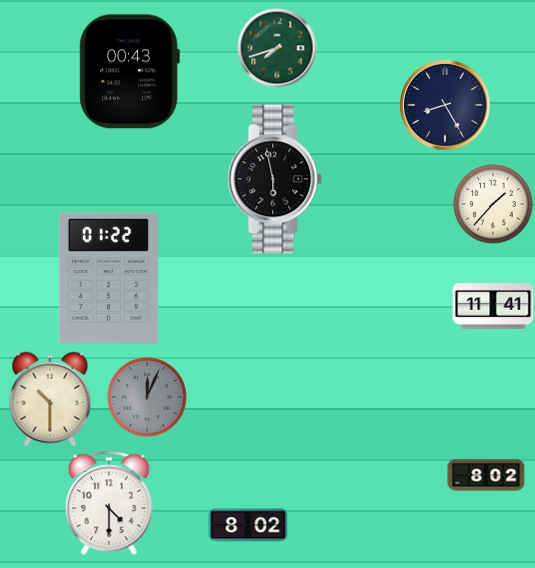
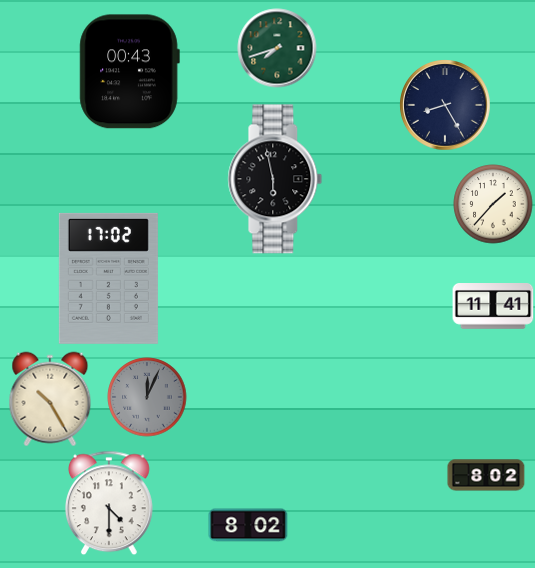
clock at (108, 278): 01:22 -> 17:02
clock at (50, 399): 10:30 -> 10:25
